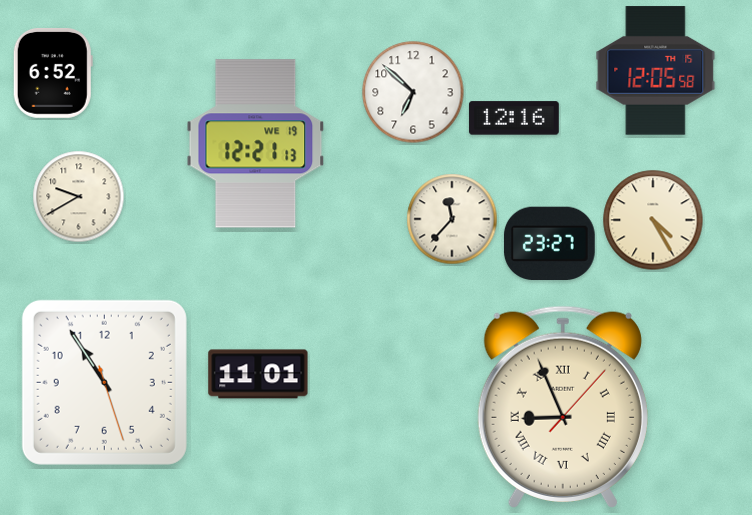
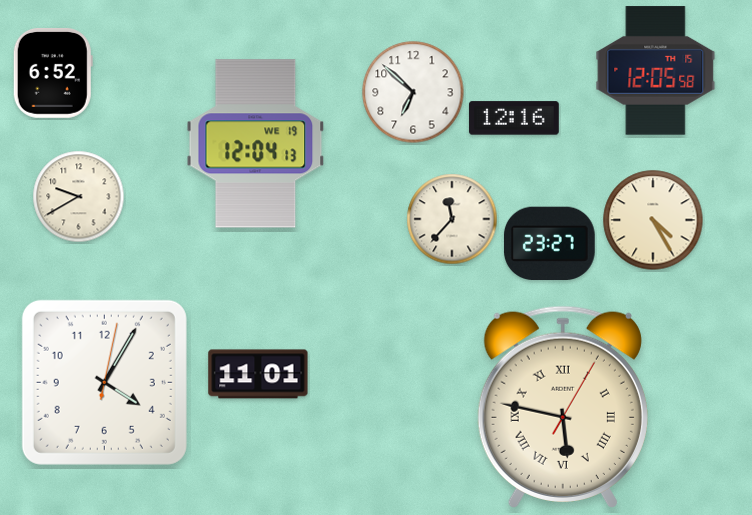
clock at (256, 144): 12:21 -> 12:04
clock at (104, 382): 10:54 -> 4:05
clock at (563, 407): 8:56 -> 5:47
